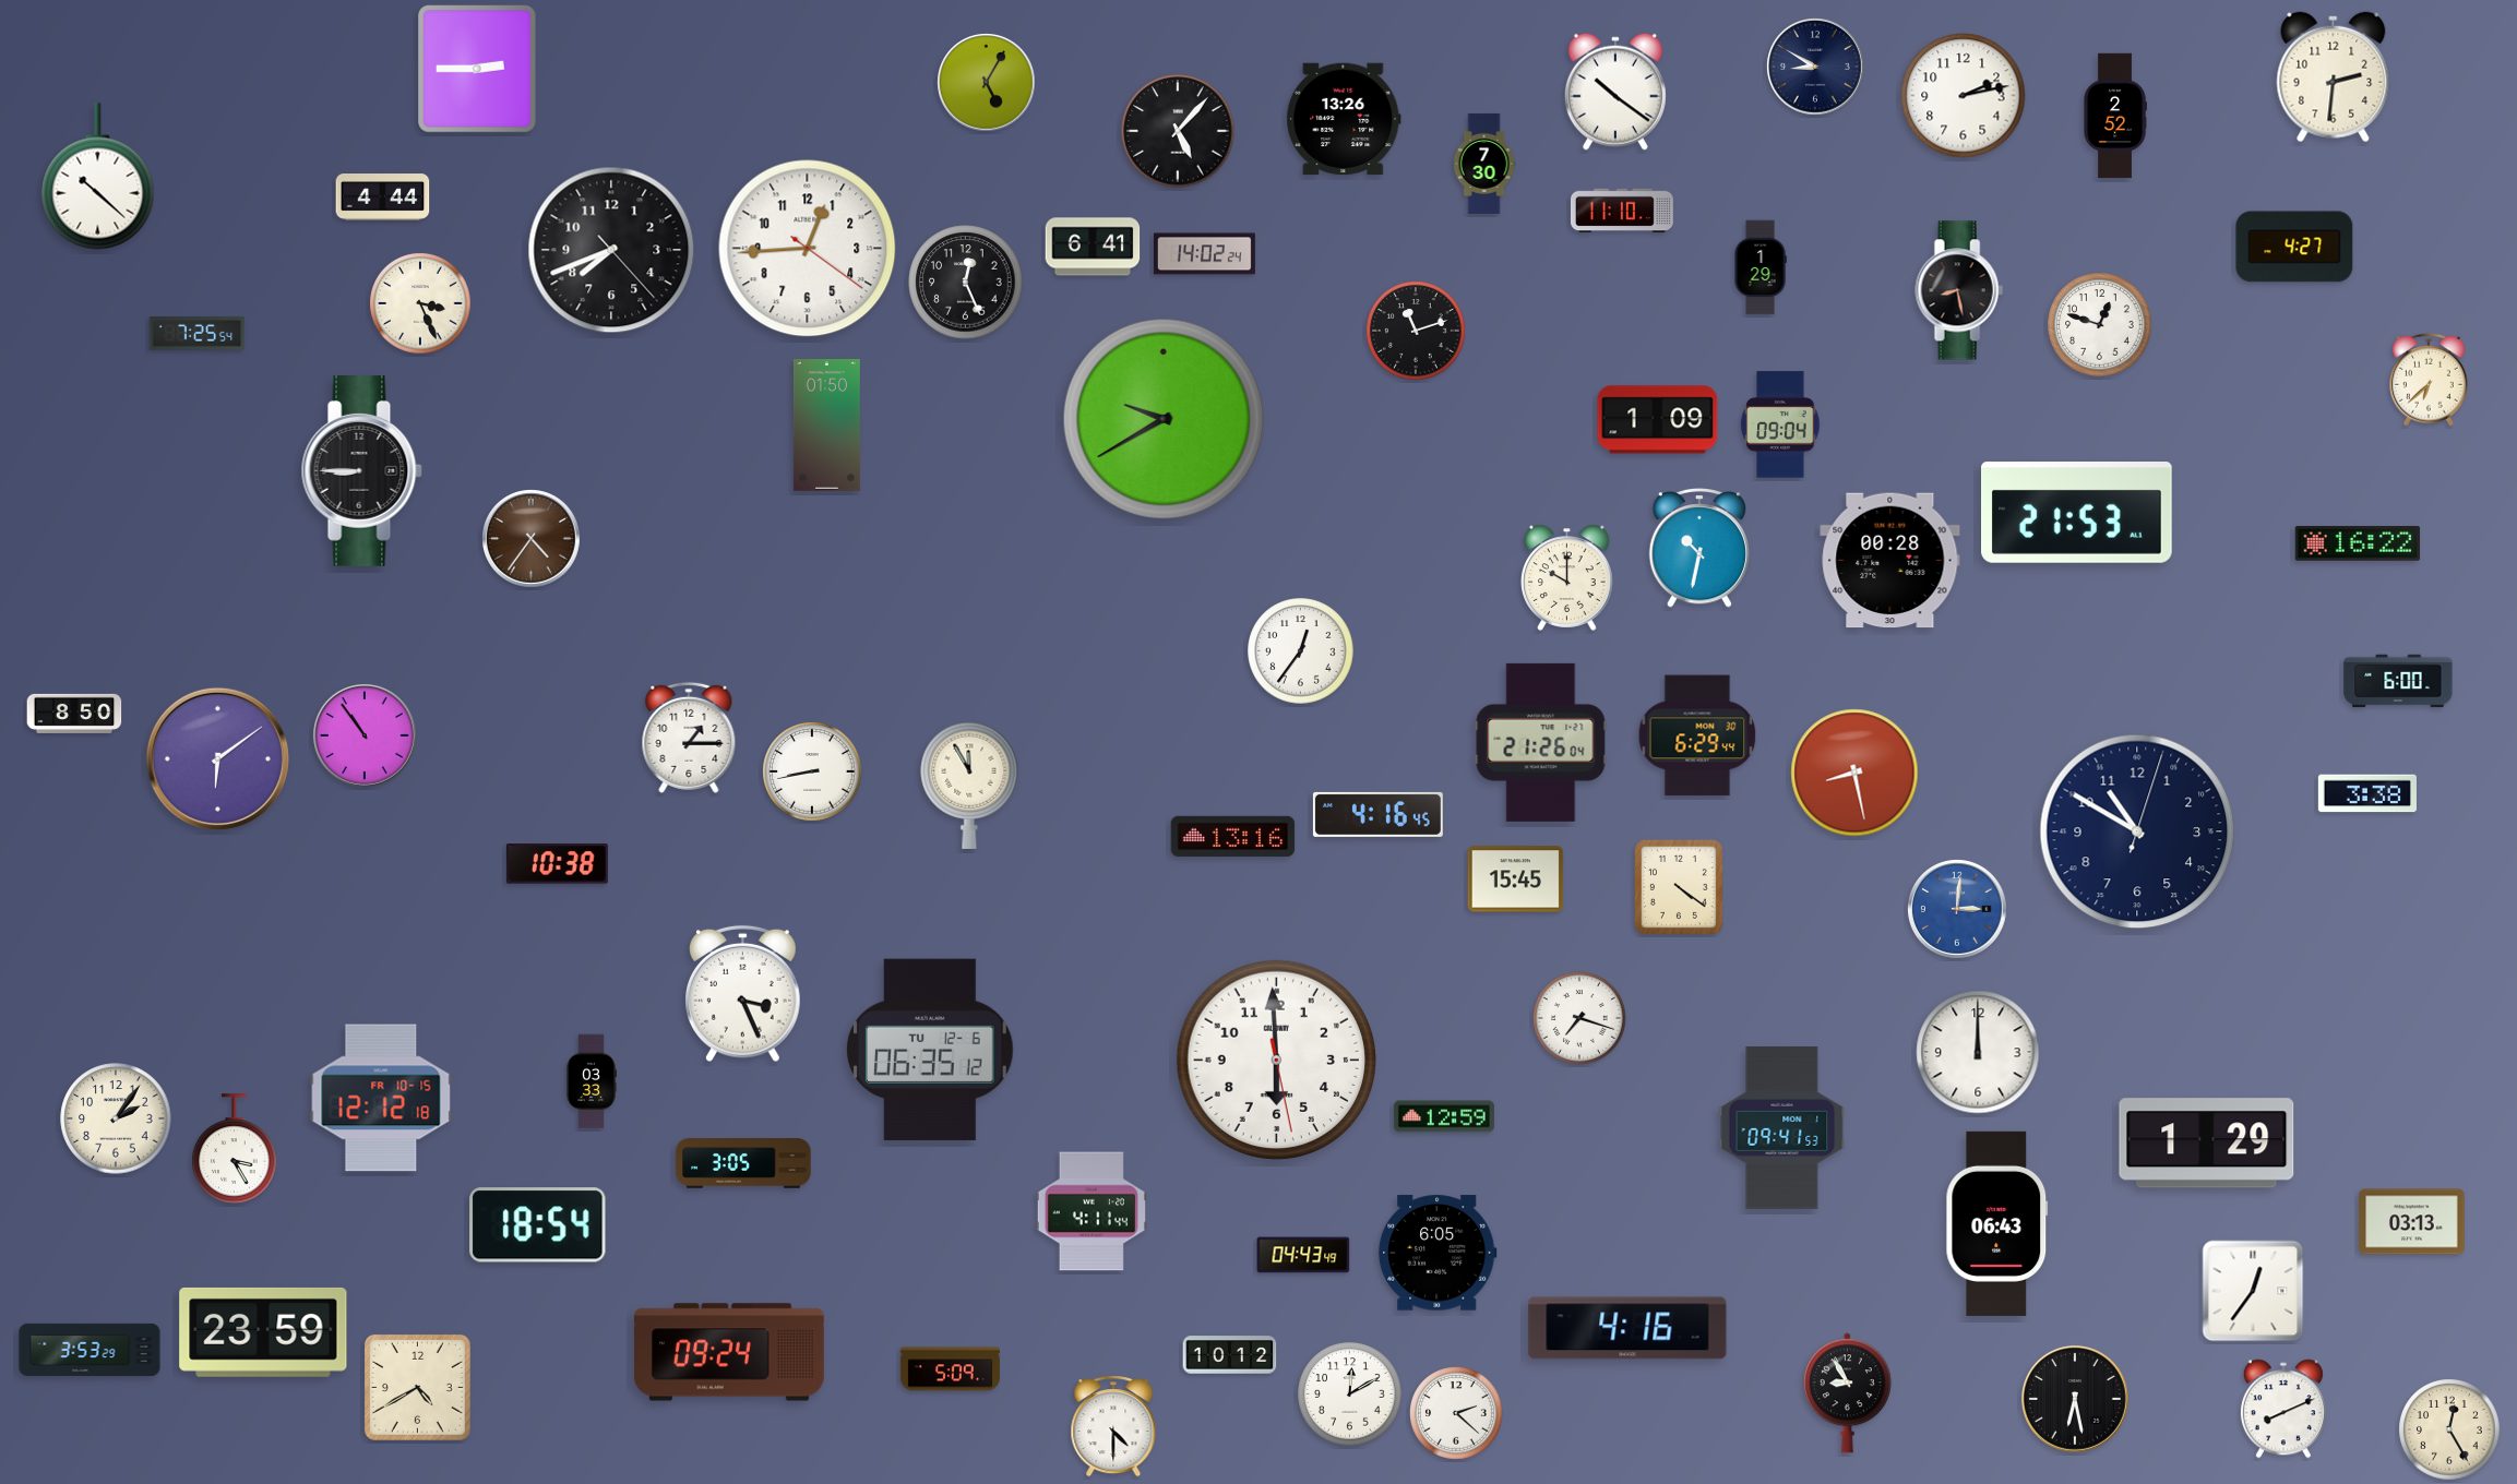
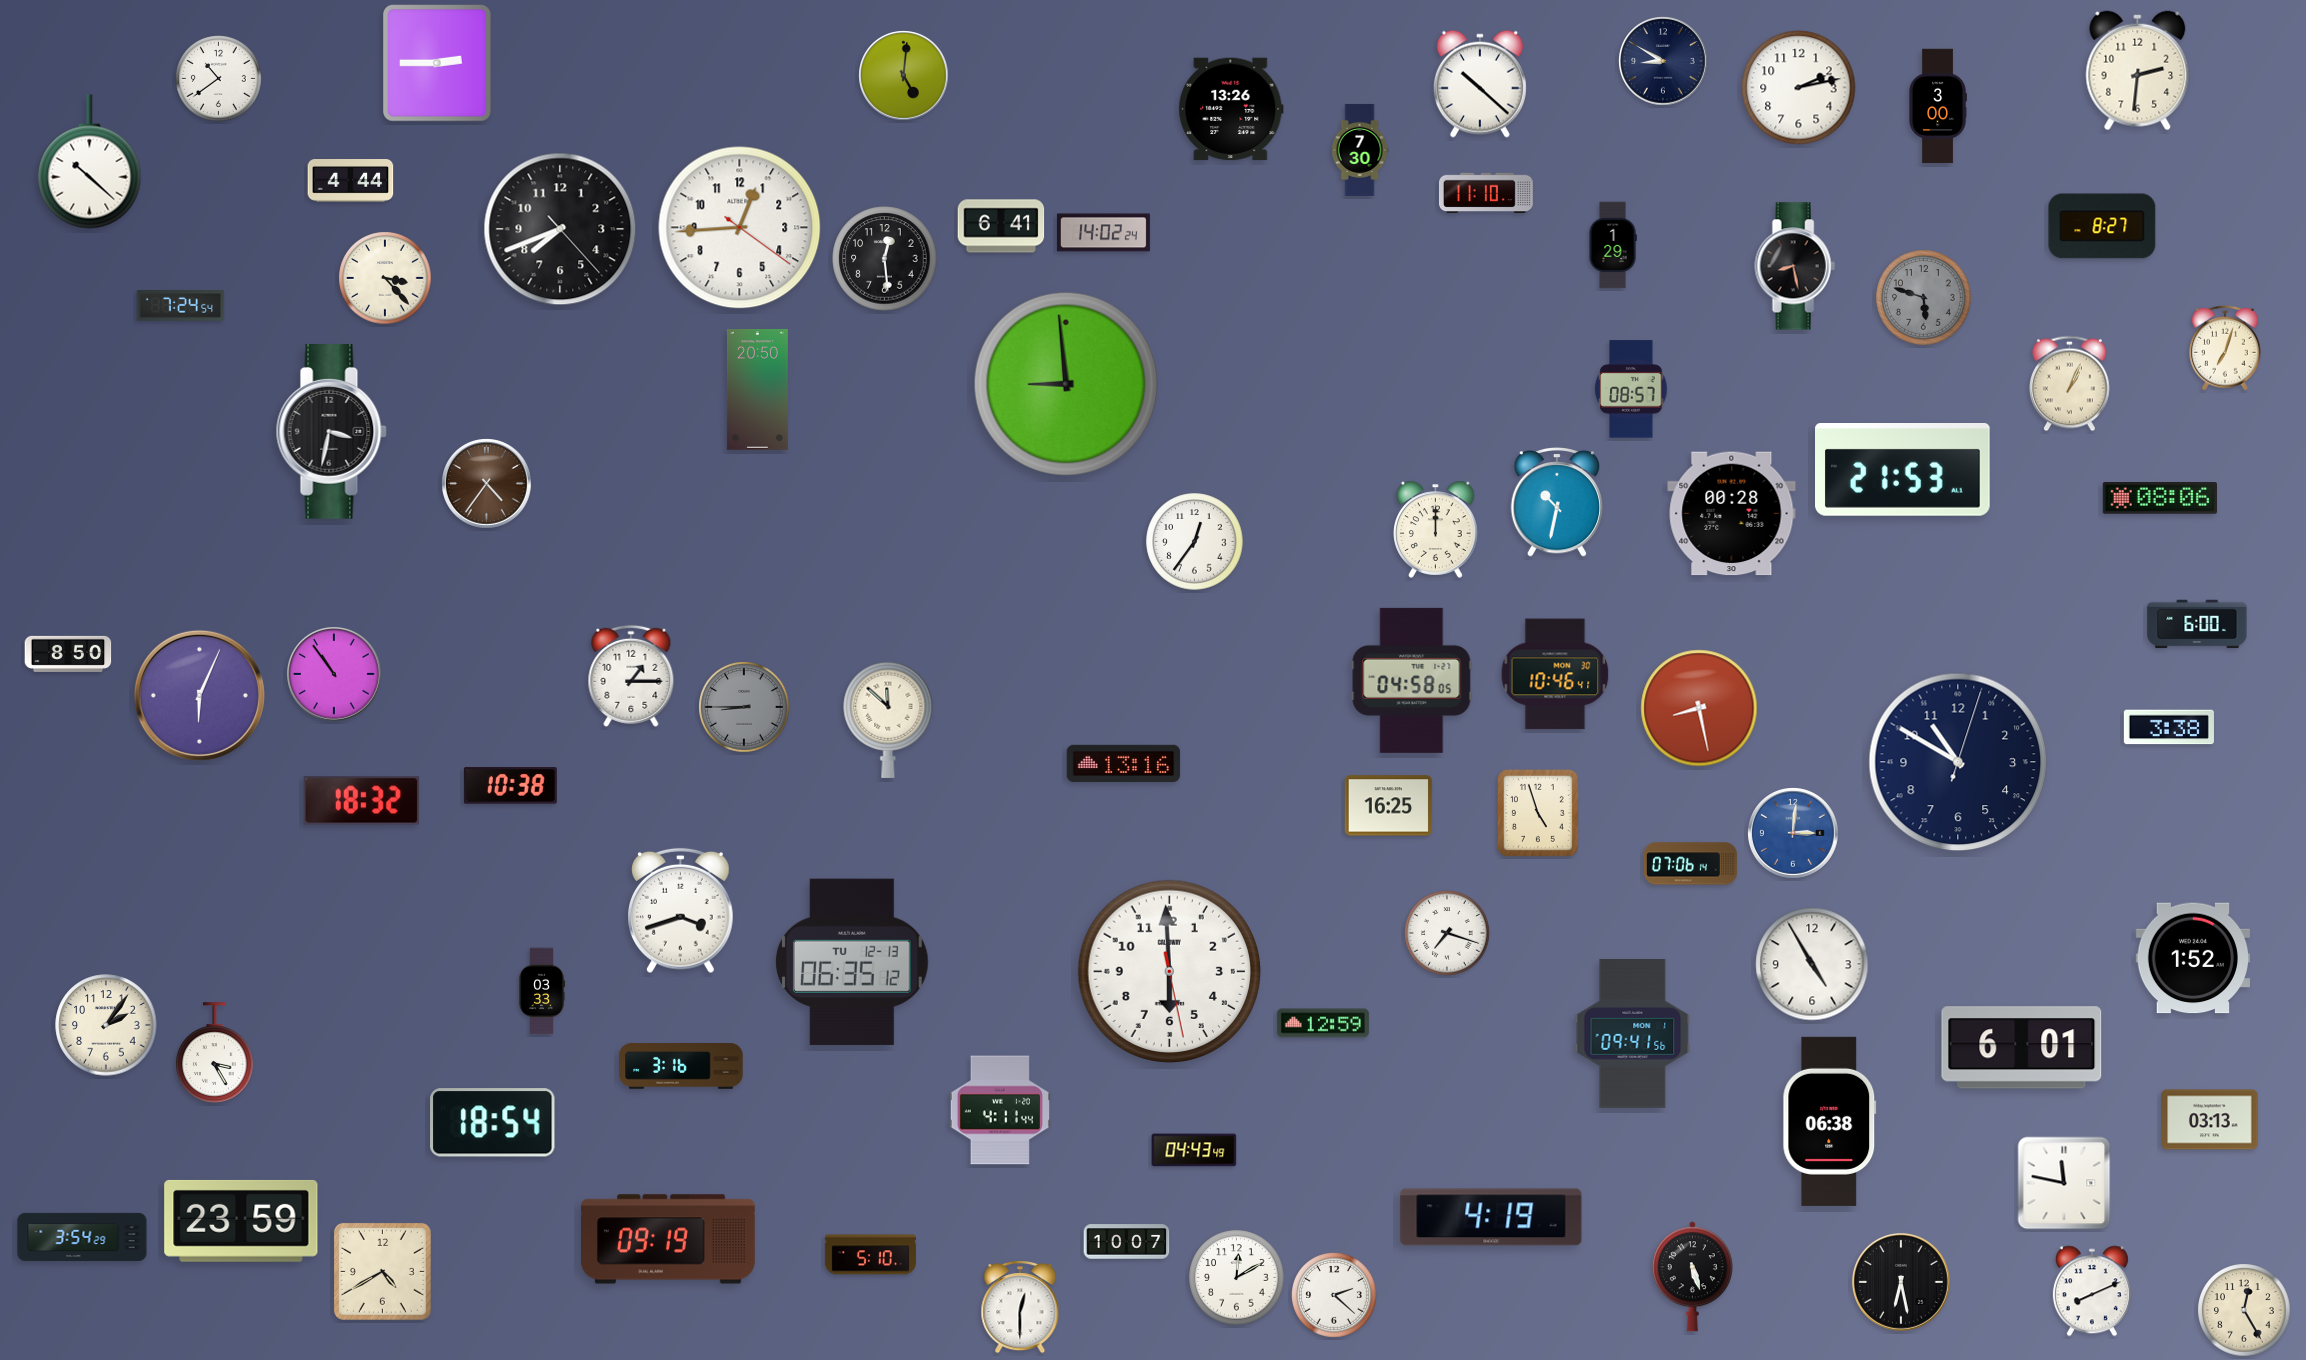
clock at (987, 83): 5:05 -> 5:01
clock at (219, 79): none -> 10:39
clock at (1615, 92): 10:21 -> 10:22
clock at (2115, 116): 2:52 -> 3:00
clock at (1178, 131): 5:07 -> none
clock at (2294, 247): 4:27 -> 8:27
clock at (966, 283): 12:26 -> 12:29
clock at (420, 303): 3:26 -> 3:23
clock at (2100, 325): 12:48 -> 5:48
clock at (2100, 325) dial: white -> grey
clock at (1416, 331): 11:12 -> none
clock at (198, 334): 7:25 -> 7:24
clock at (2430, 380): 6:38 -> 7:03
clock at (1162, 418): 9:40 -> 8:59
clock at (2070, 384): none -> 1:04
clock at (1658, 420): 1:09 -> none
clock at (1780, 424): 09:04 -> 08:57
clock at (826, 426): 01:50 -> 20:50
clock at (361, 471): 8:45 -> 3:32
clock at (532, 539) position: (532, 539) -> (487, 484)
clock at (2358, 544): 16:22 -> 08:06
clock at (1567, 577): 10:00 -> 12:00
clock at (1301, 651) position: (1301, 651) -> (1195, 542)
clock at (1697, 735): 6:29 -> 10:46
clock at (1541, 742): 21:26 -> 04:58
clock at (217, 758): 6:09 -> 6:04
clock at (812, 771): 8:43 -> 8:45
clock at (812, 771) dial: white -> grey
clock at (969, 786): 11:55 -> 11:52
clock at (1377, 814): 4:16 -> none
clock at (1233, 836) position: (1233, 836) -> (1124, 763)
clock at (557, 864) position: (557, 864) -> (510, 786)
clock at (361, 801): none -> 18:32
clock at (1516, 879): 15:45 -> 16:25
clock at (1679, 887): 4:21 -> 4:57
clock at (1690, 864): none -> 07:06
clock at (743, 994): 3:26 -> 3:42
clock at (2193, 958): none -> 1:52
clock at (931, 1050) date: TU 12-6 -> TU 12-13
clock at (1978, 1052): 12:00 -> 4:55
clock at (381, 1098): 12:12 -> none
clock at (1782, 1128): 09:41:53 -> 09:41:56
clock at (2207, 1144): 1:29 -> 6:01
clock at (743, 1164): 3:05 -> 3:16
clock at (1997, 1223): 06:43 -> 06:38
clock at (1438, 1253): 6:05 -> none
clock at (2253, 1291): 12:36 -> 11:47
clock at (1627, 1328): 4:16 -> 4:19
clock at (90, 1350): 3:53 -> 3:54
clock at (730, 1352): 09:24 -> 09:19
clock at (1230, 1355): 10:12 -> 10:07
clock at (950, 1369): 5:09 -> 5:10
clock at (1847, 1393): 8:55 -> 5:27
clock at (1113, 1426): 4:30 -> 12:30
